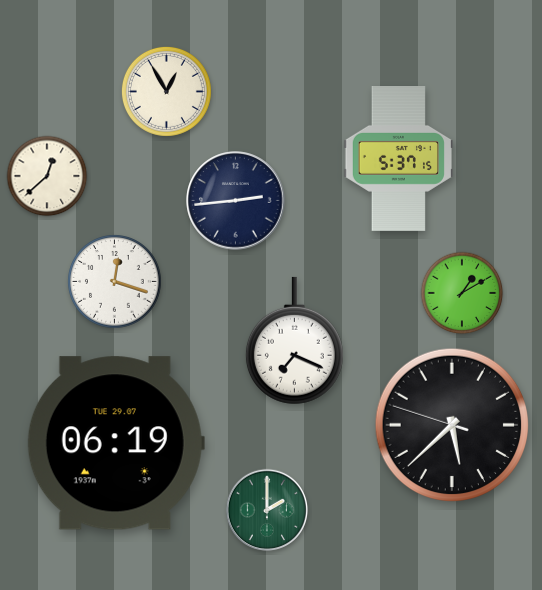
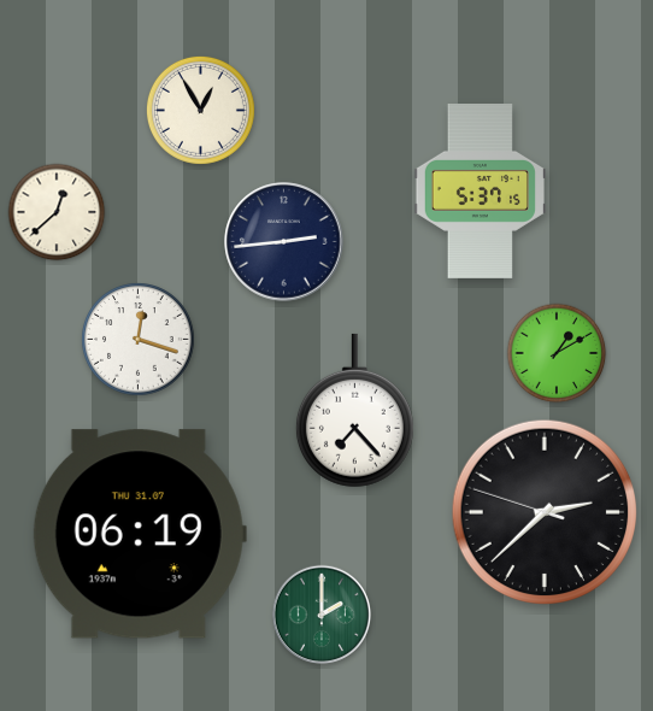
clock at (294, 341): 7:19 -> 7:23
clock at (452, 425): 5:37 -> 2:37
clock at (116, 443) date: TUE 29.07 -> THU 31.07
